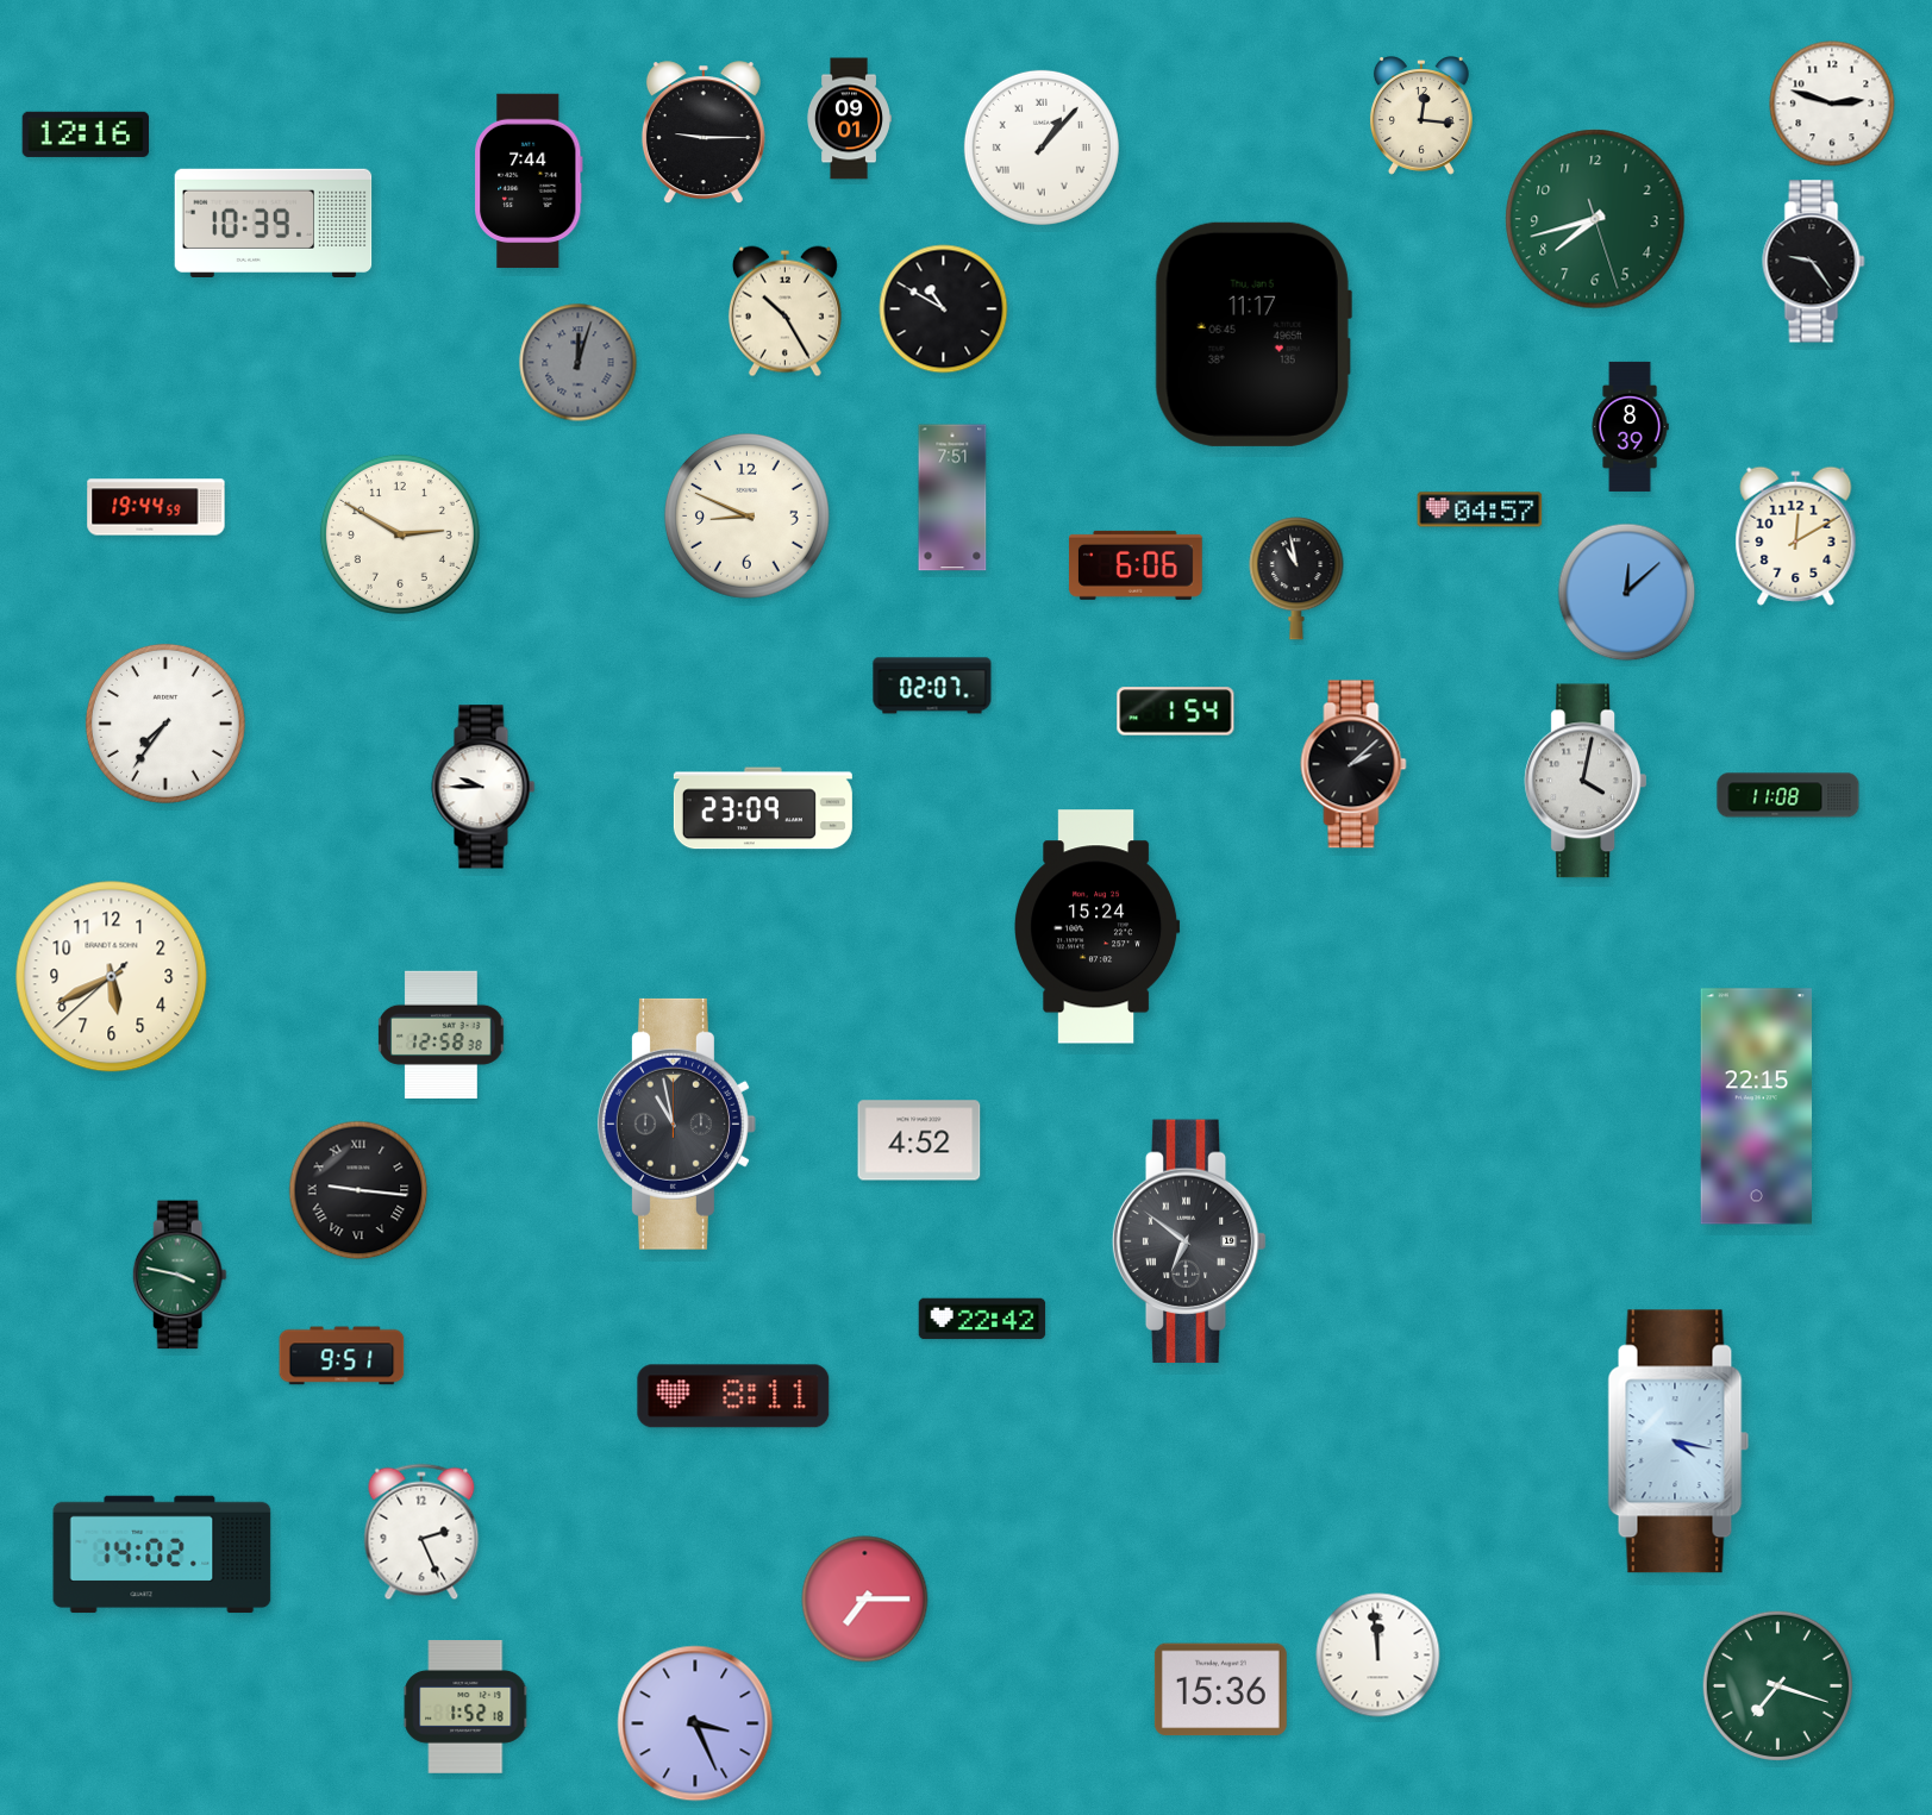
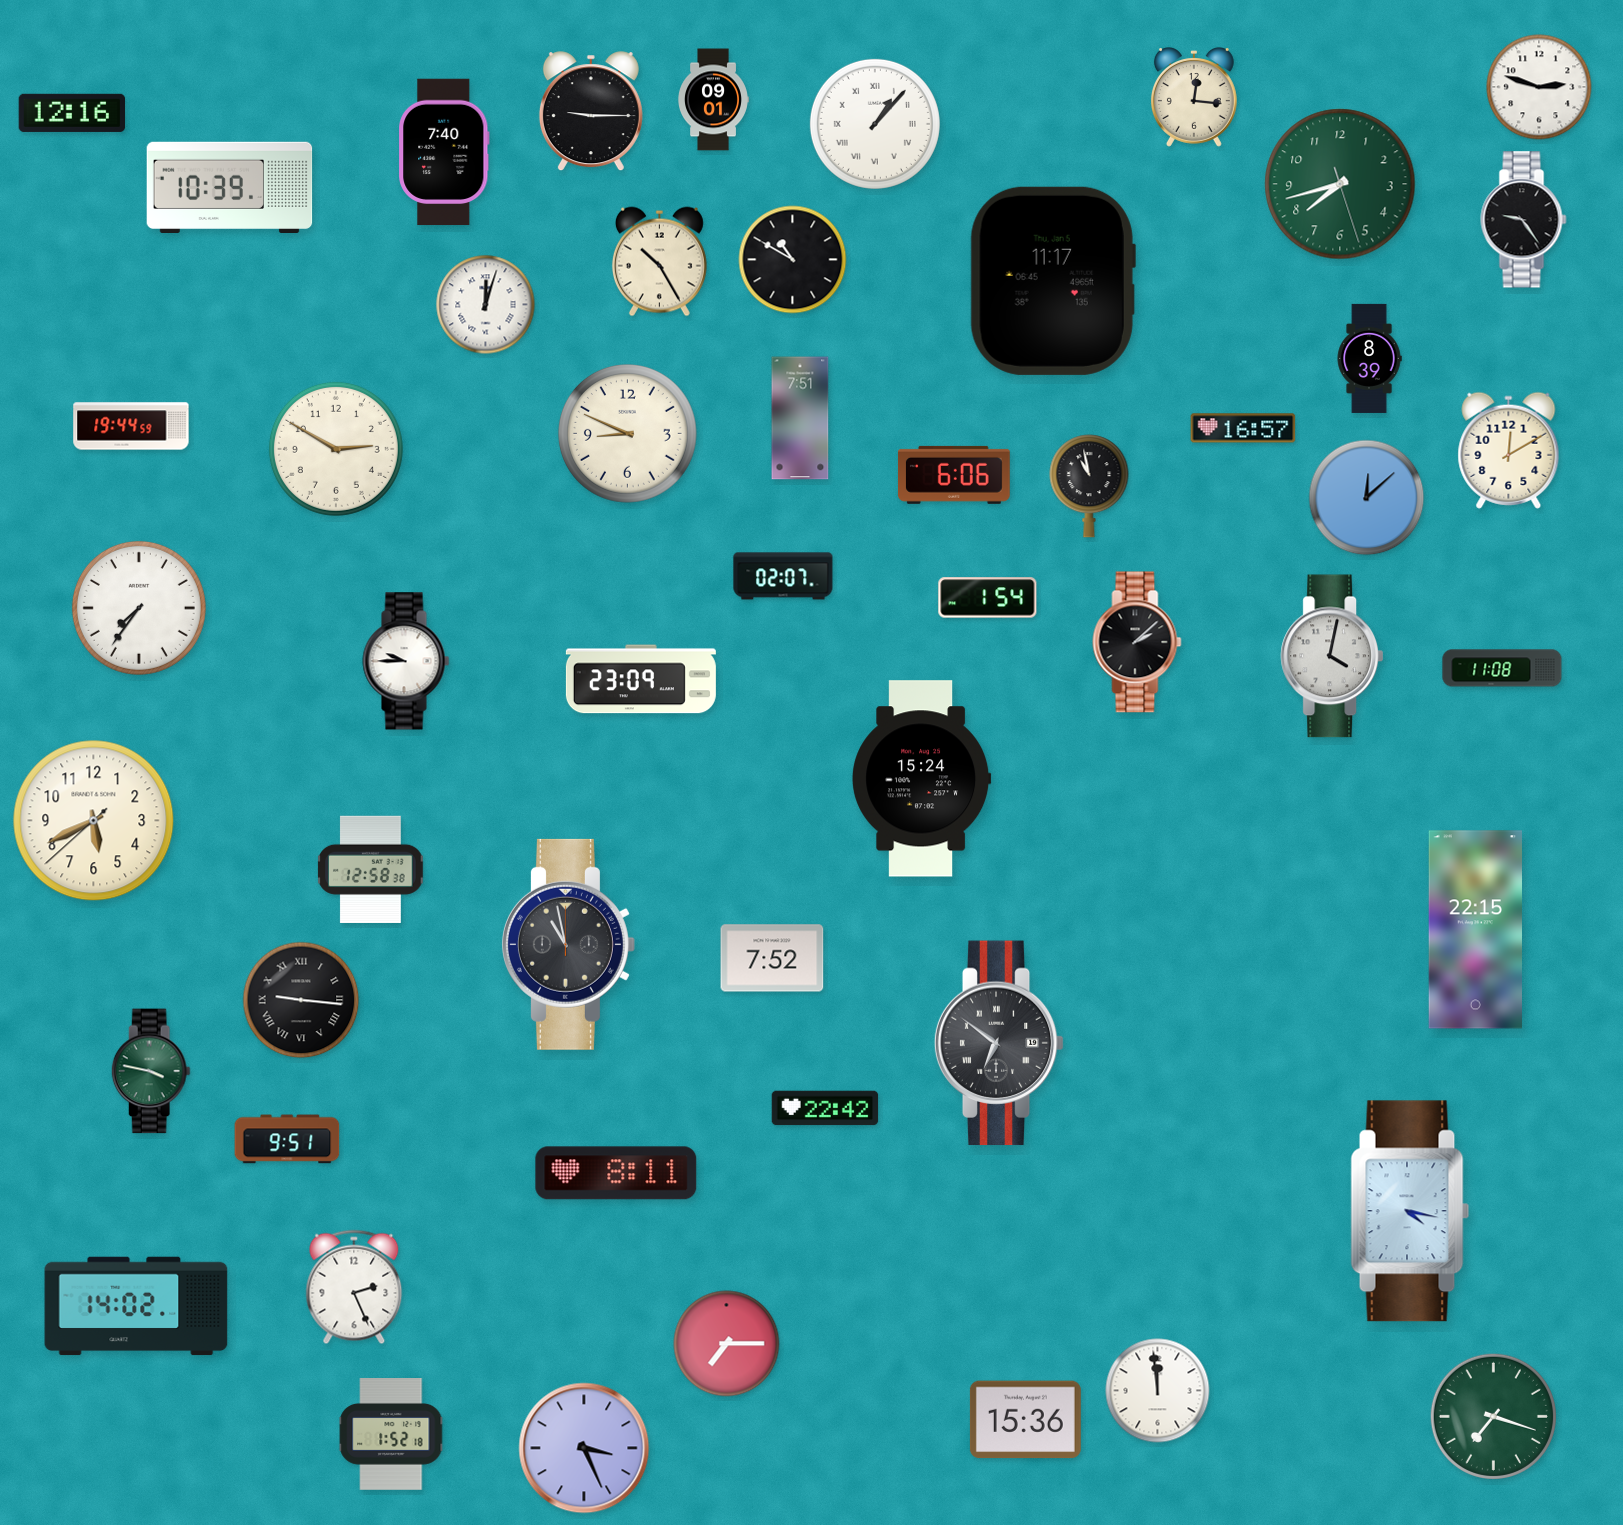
clock at (529, 181): 7:44 -> 7:40
clock at (579, 363) dial: grey -> white
clock at (1480, 509): 04:57 -> 16:57
clock at (919, 1140): 4:52 -> 7:52
